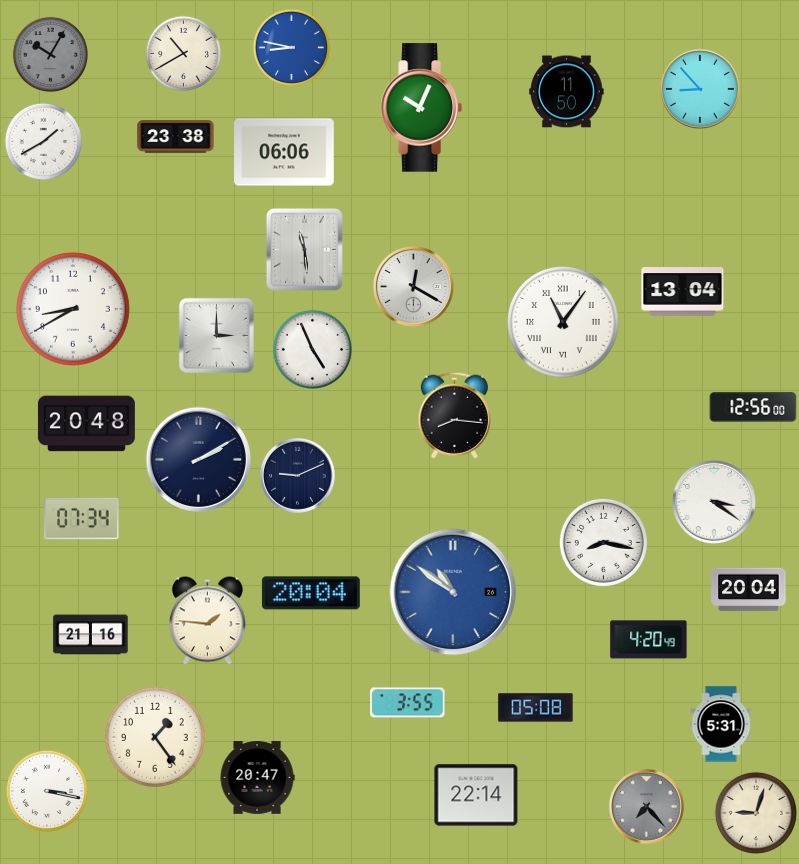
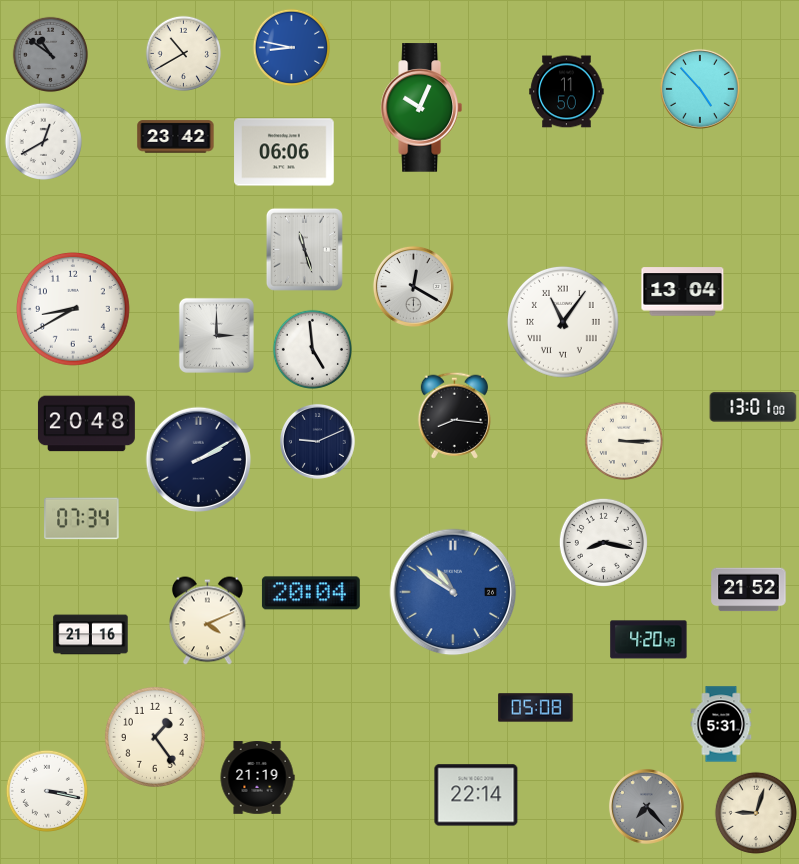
clock at (51, 55): 10:05 -> 10:51
clock at (700, 89): 8:53 -> 4:53
clock at (176, 137): 23:38 -> 23:42
clock at (43, 141): 1:40 -> 12:40
clock at (304, 249): 11:29 -> 11:27
clock at (312, 349): 4:56 -> 4:59
clock at (753, 407): 12:56 -> 13:01
clock at (623, 440): none -> 3:15
clock at (297, 475) position: (297, 475) -> (317, 441)
clock at (714, 502): 3:21 -> none
clock at (749, 590): 20:04 -> 21:52
clock at (208, 621): 1:46 -> 4:11
clock at (408, 703): 3:55 -> none
clock at (257, 778): 20:47 -> 21:19
